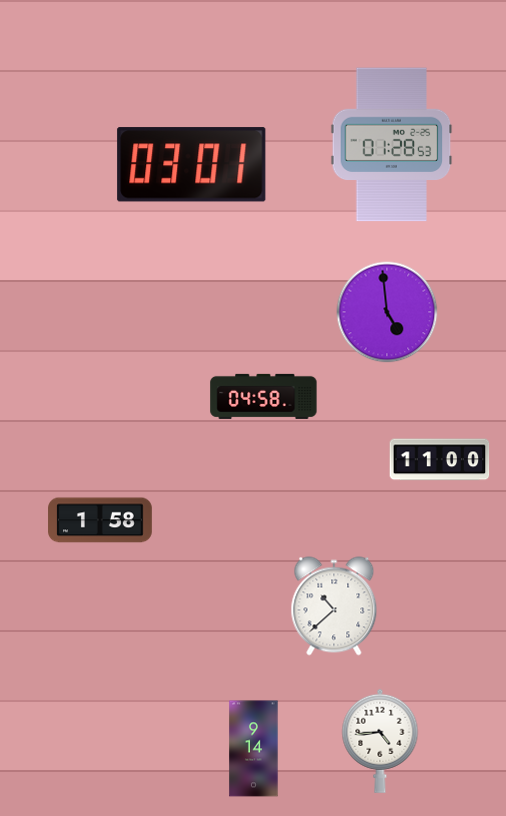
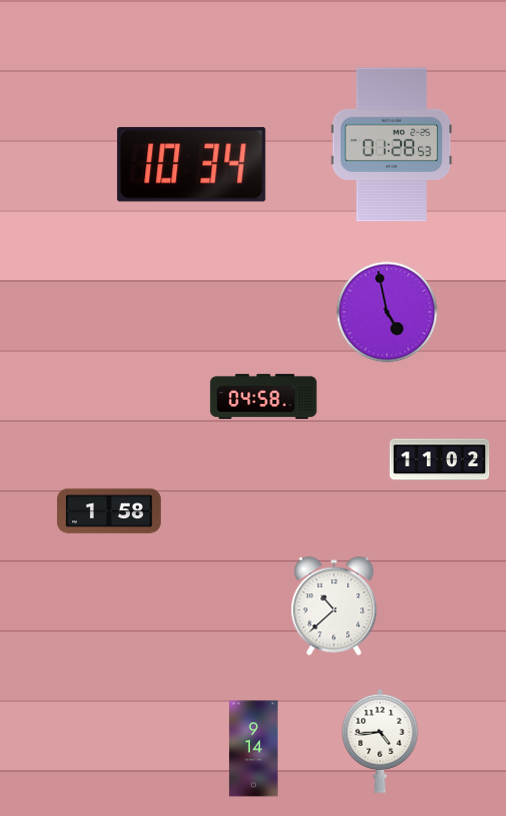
clock at (192, 165): 03:01 -> 10:34
clock at (387, 312): 4:59 -> 4:58
clock at (440, 460): 11:00 -> 11:02
clock at (100, 520) position: (100, 520) -> (109, 511)
